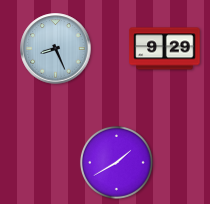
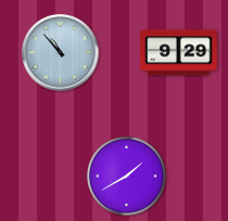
clock at (56, 49): 8:26 -> 10:53
